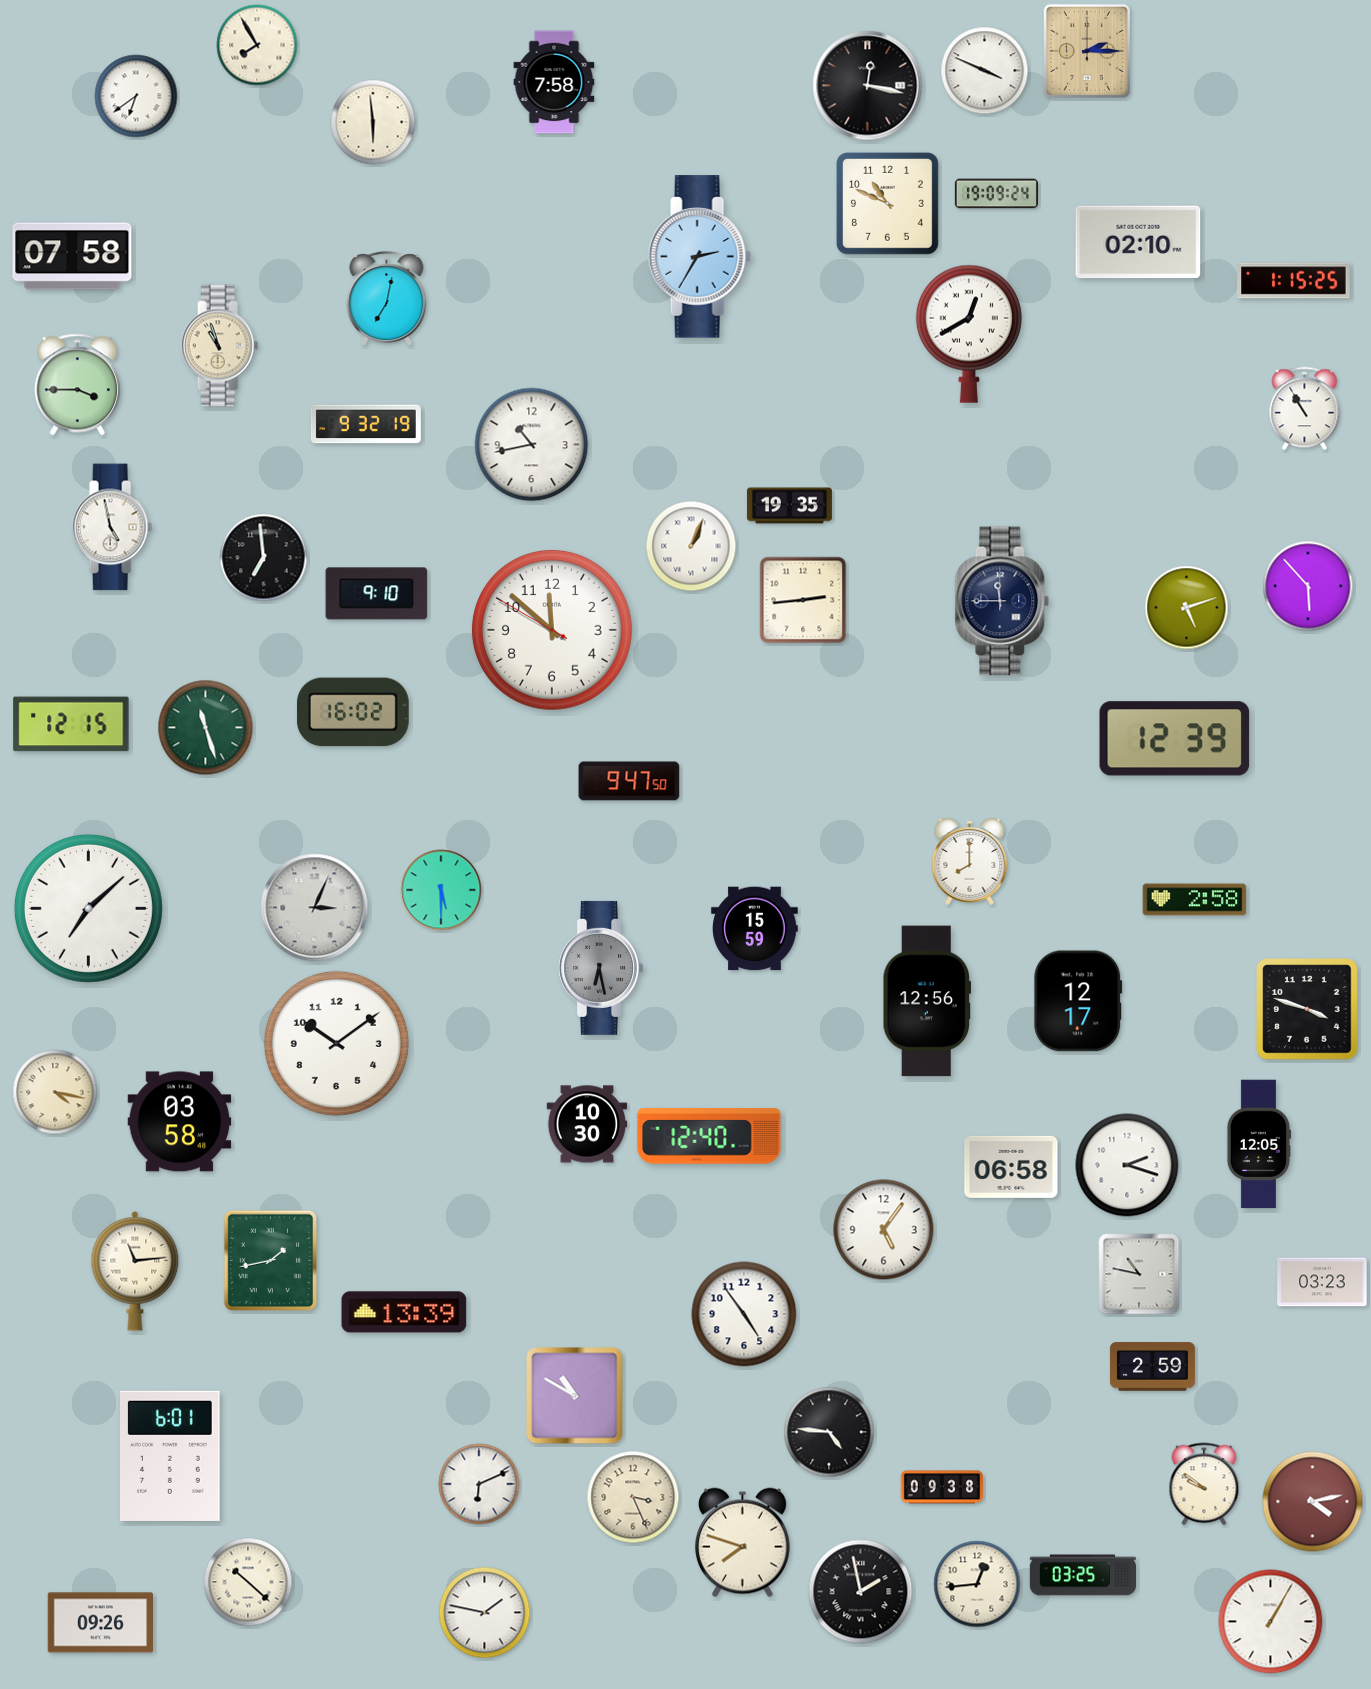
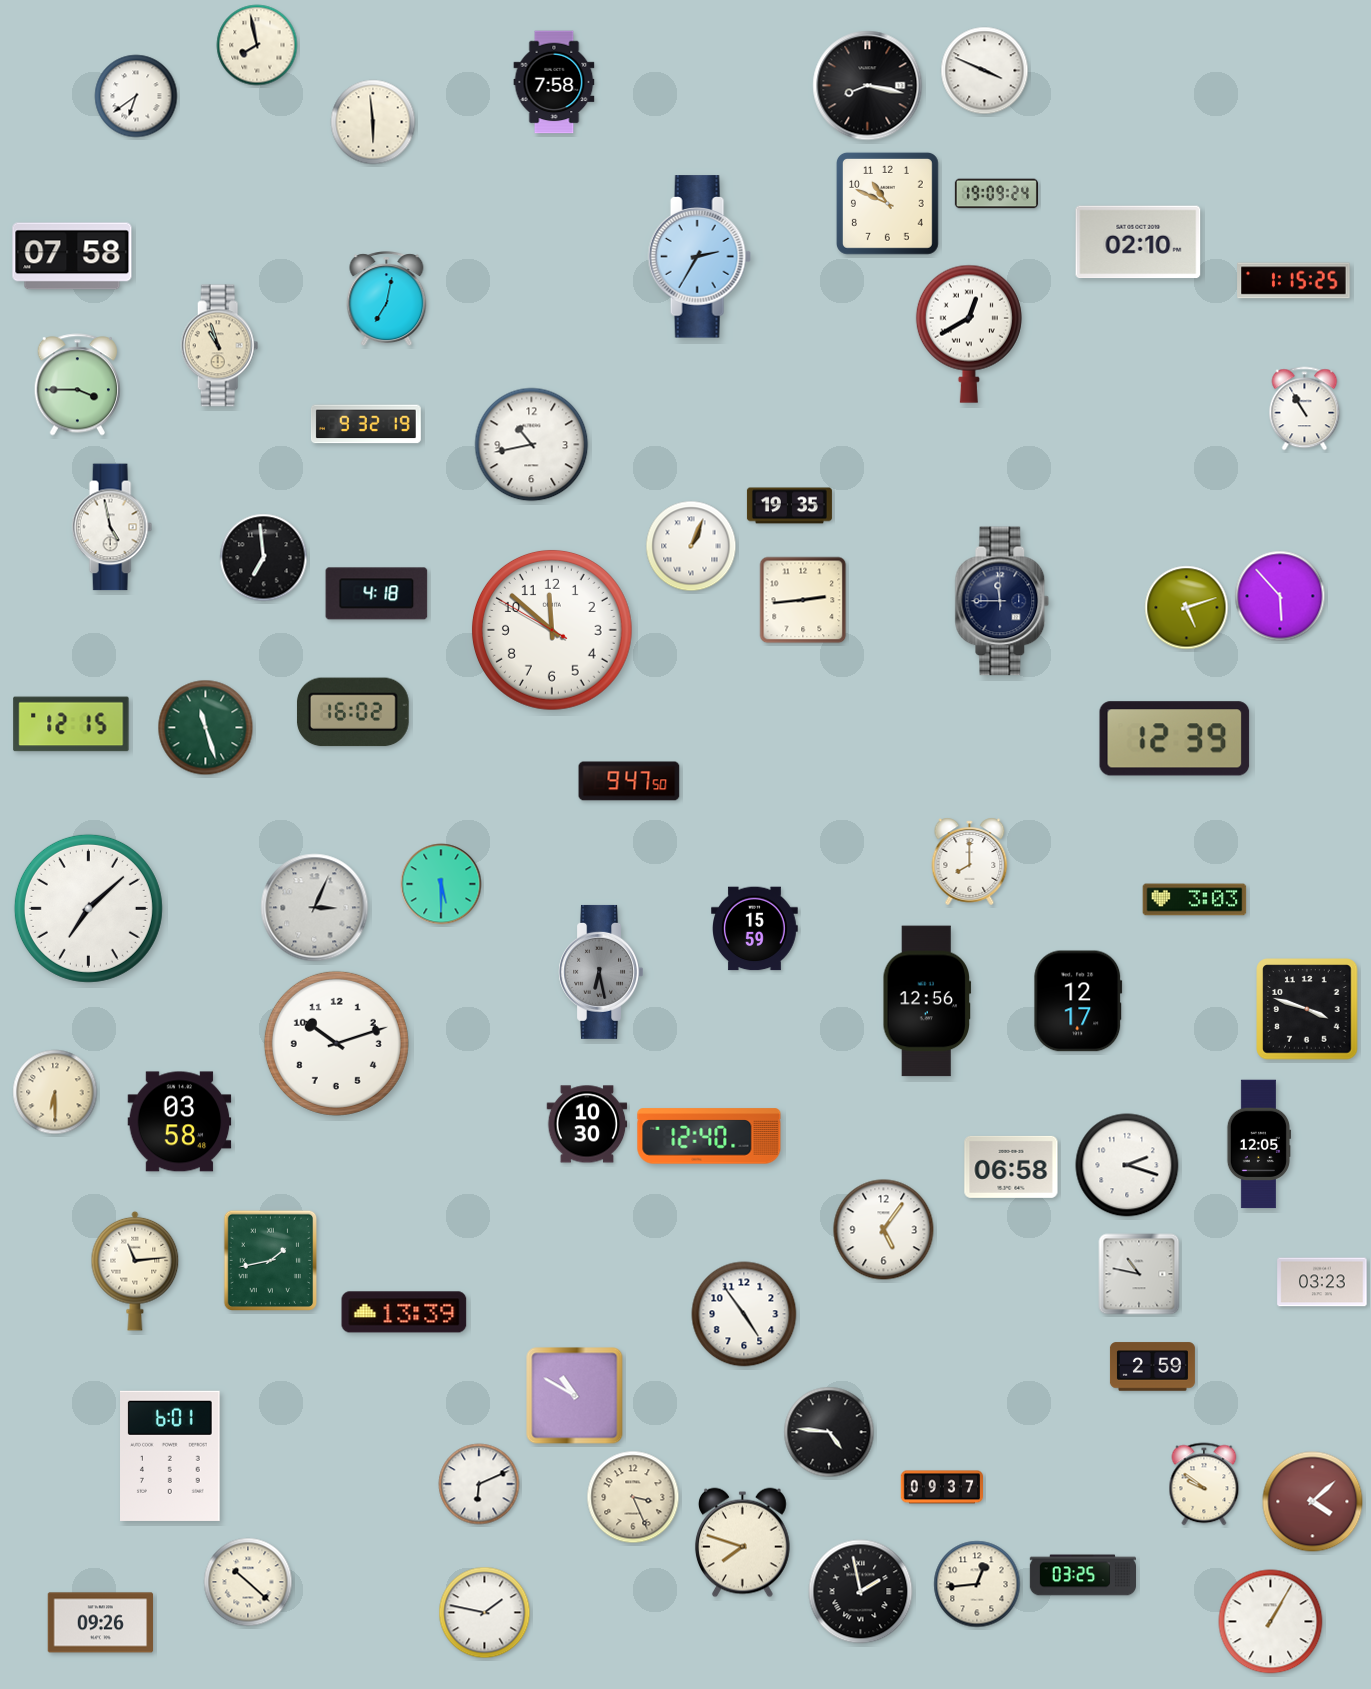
clock at (257, 45): 7:55 -> 7:58
clock at (1087, 51): 2:15 -> none
clock at (868, 86): 12:17 -> 8:17
clock at (1308, 586) position: (1308, 586) -> (1280, 596)
clock at (377, 594): 9:10 -> 4:18
clock at (441, 890) position: (441, 890) -> (441, 884)
clock at (1195, 900): 2:58 -> 3:03
clock at (600, 968) position: (600, 968) -> (600, 972)
clock at (336, 1043): 10:09 -> 10:12
clock at (55, 1092): 4:17 -> 6:30
clock at (941, 1487): 09:38 -> 09:37
clock at (1313, 1502): 4:13 -> 4:08
